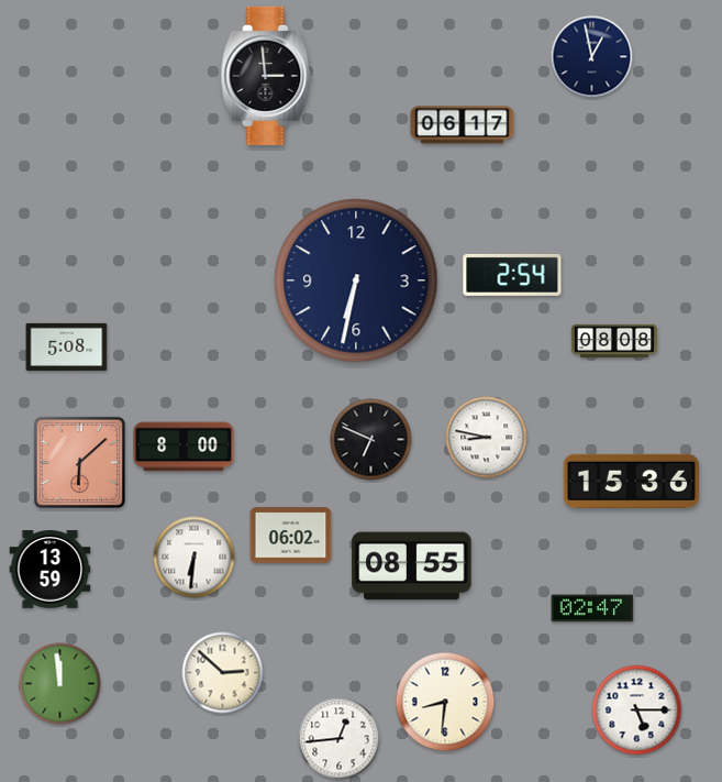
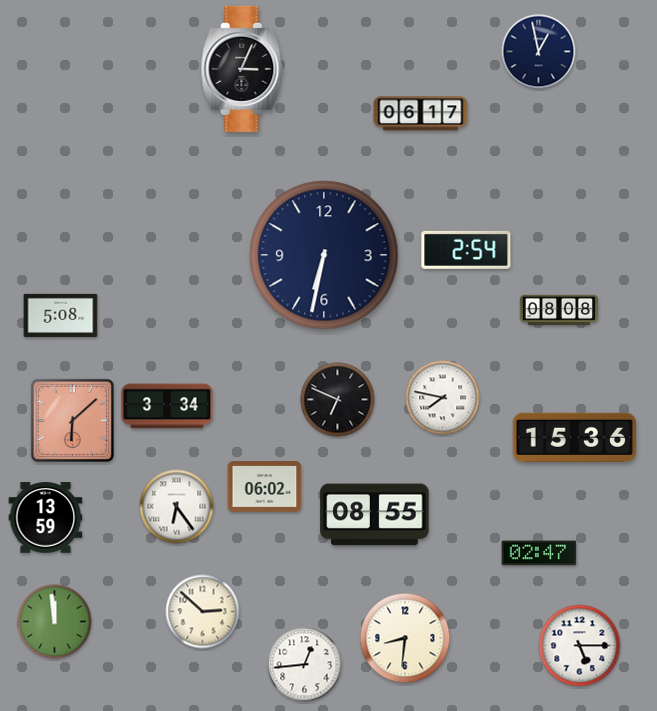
clock at (266, 76): 2:59 -> 3:04
clock at (487, 438): 8:47 -> 7:47
clock at (184, 447): 8:00 -> 3:34
clock at (195, 558): 6:31 -> 6:24
clock at (340, 739) position: (340, 739) -> (305, 665)
